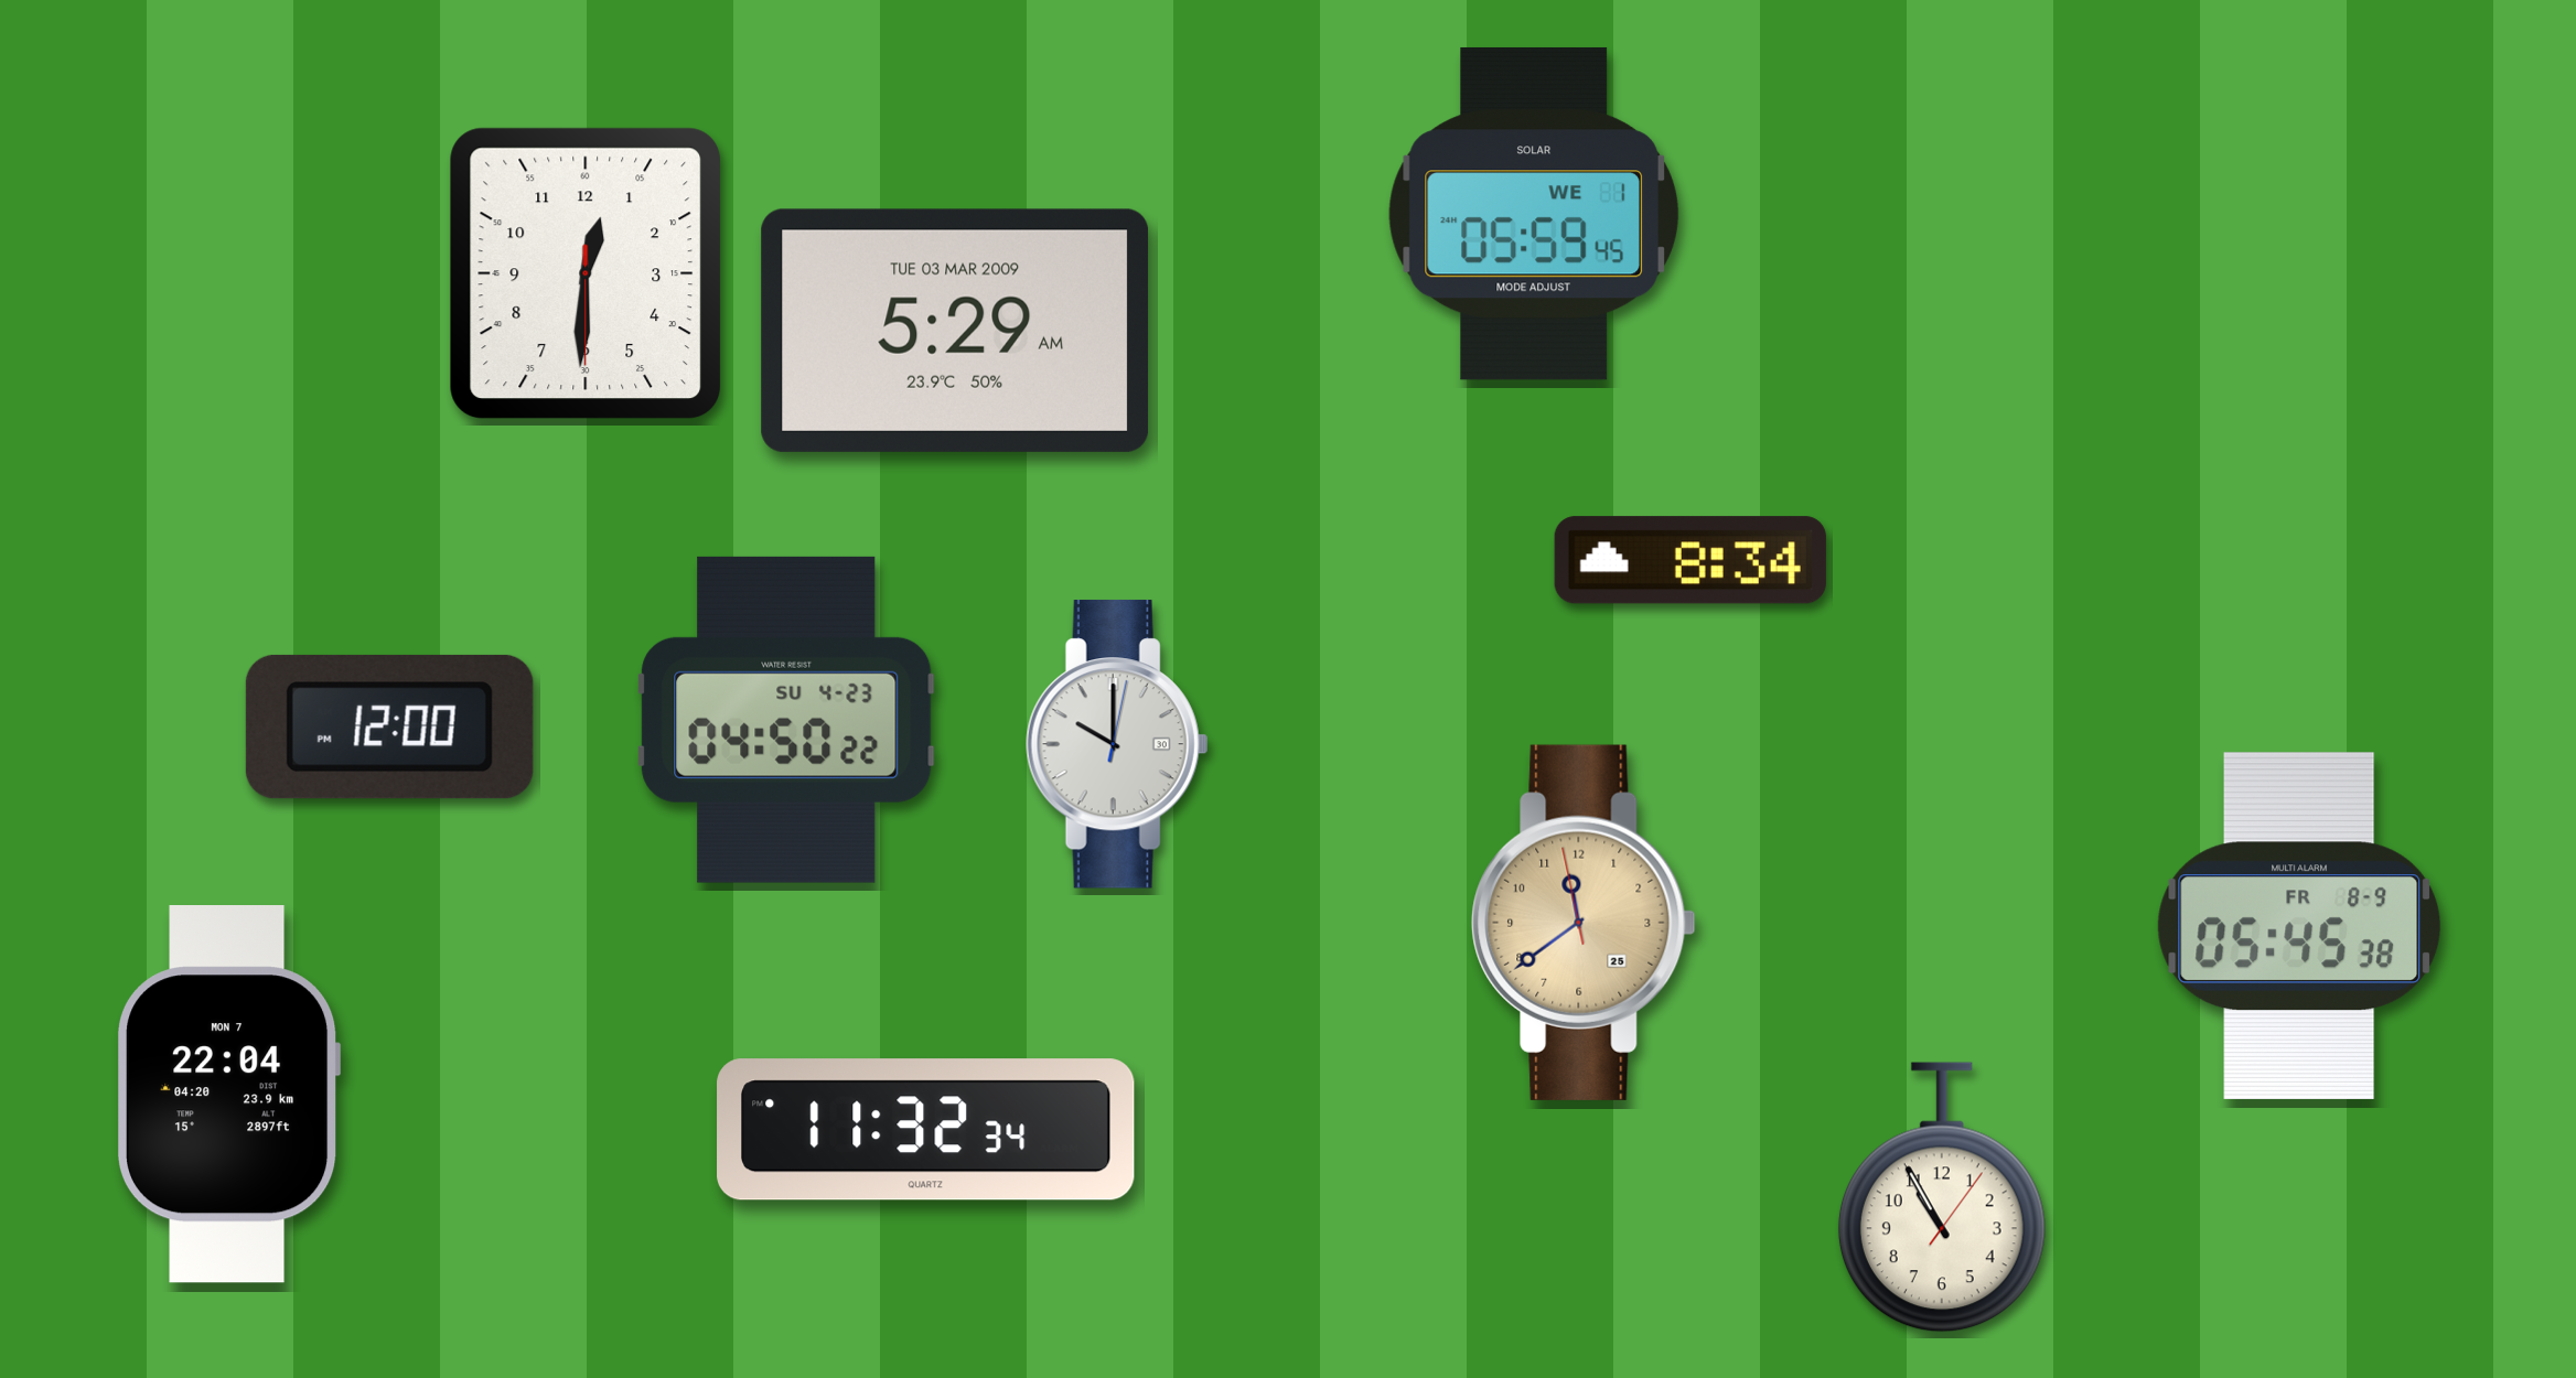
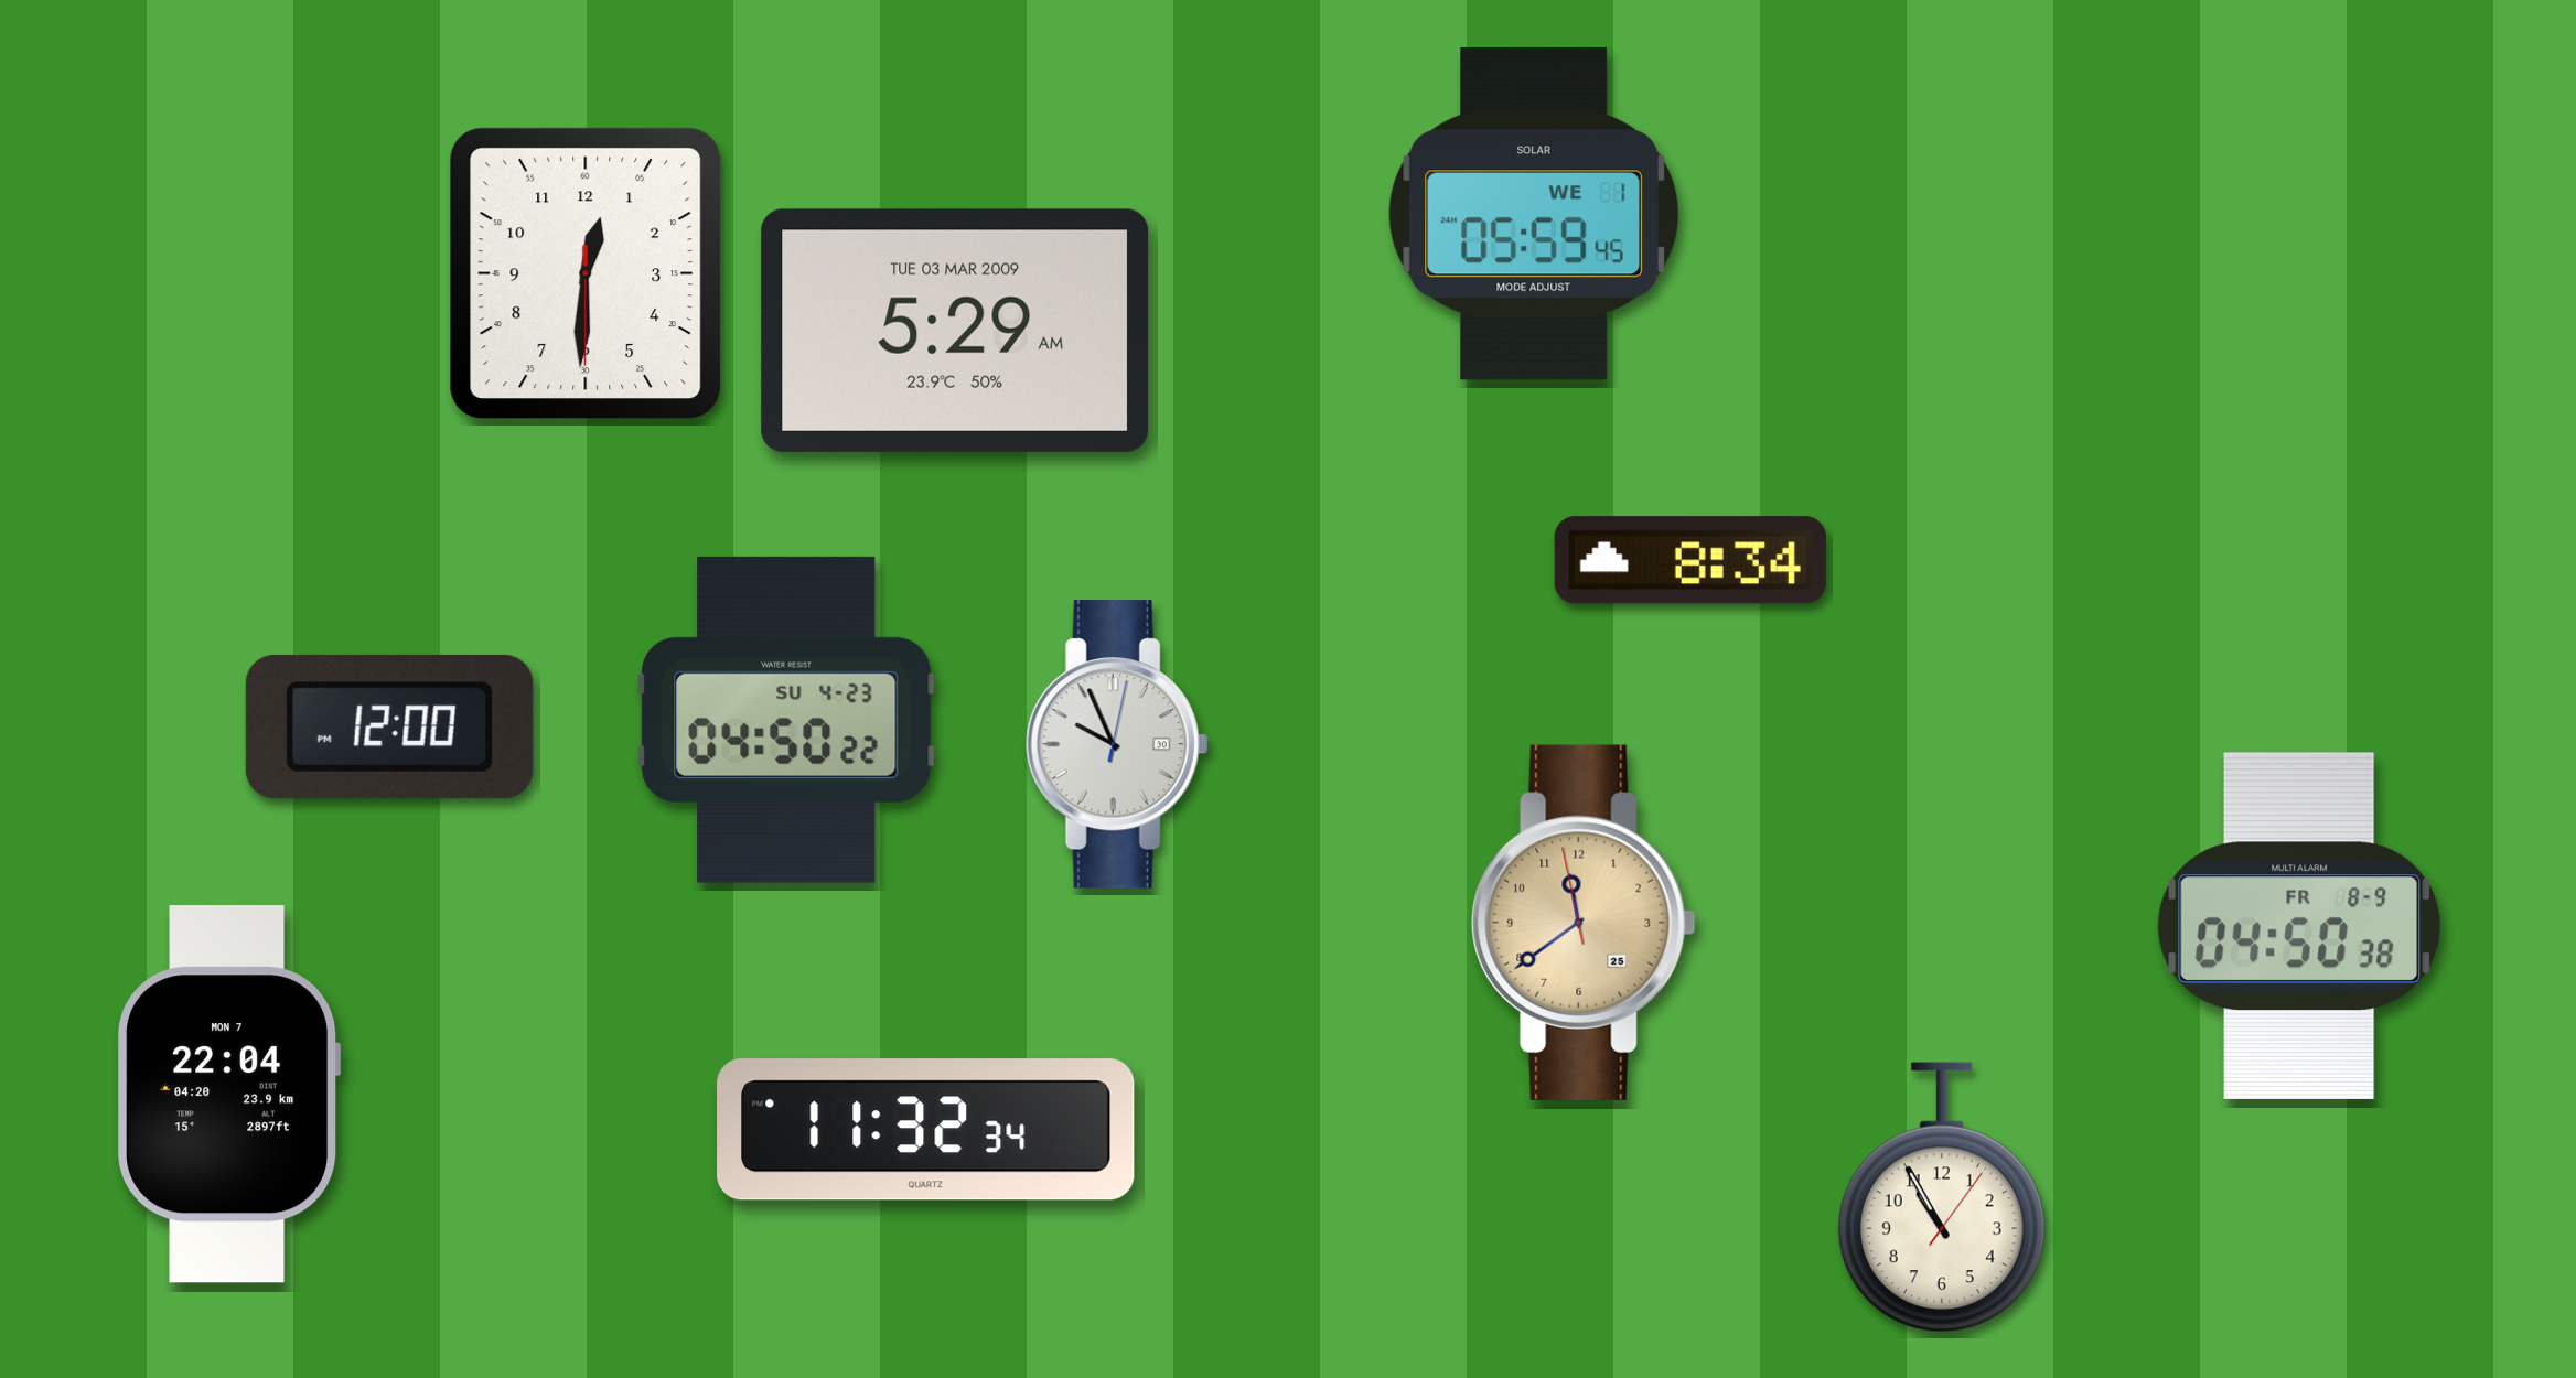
clock at (1117, 745): 10:00 -> 9:56
clock at (2299, 925): 05:45 -> 04:50
